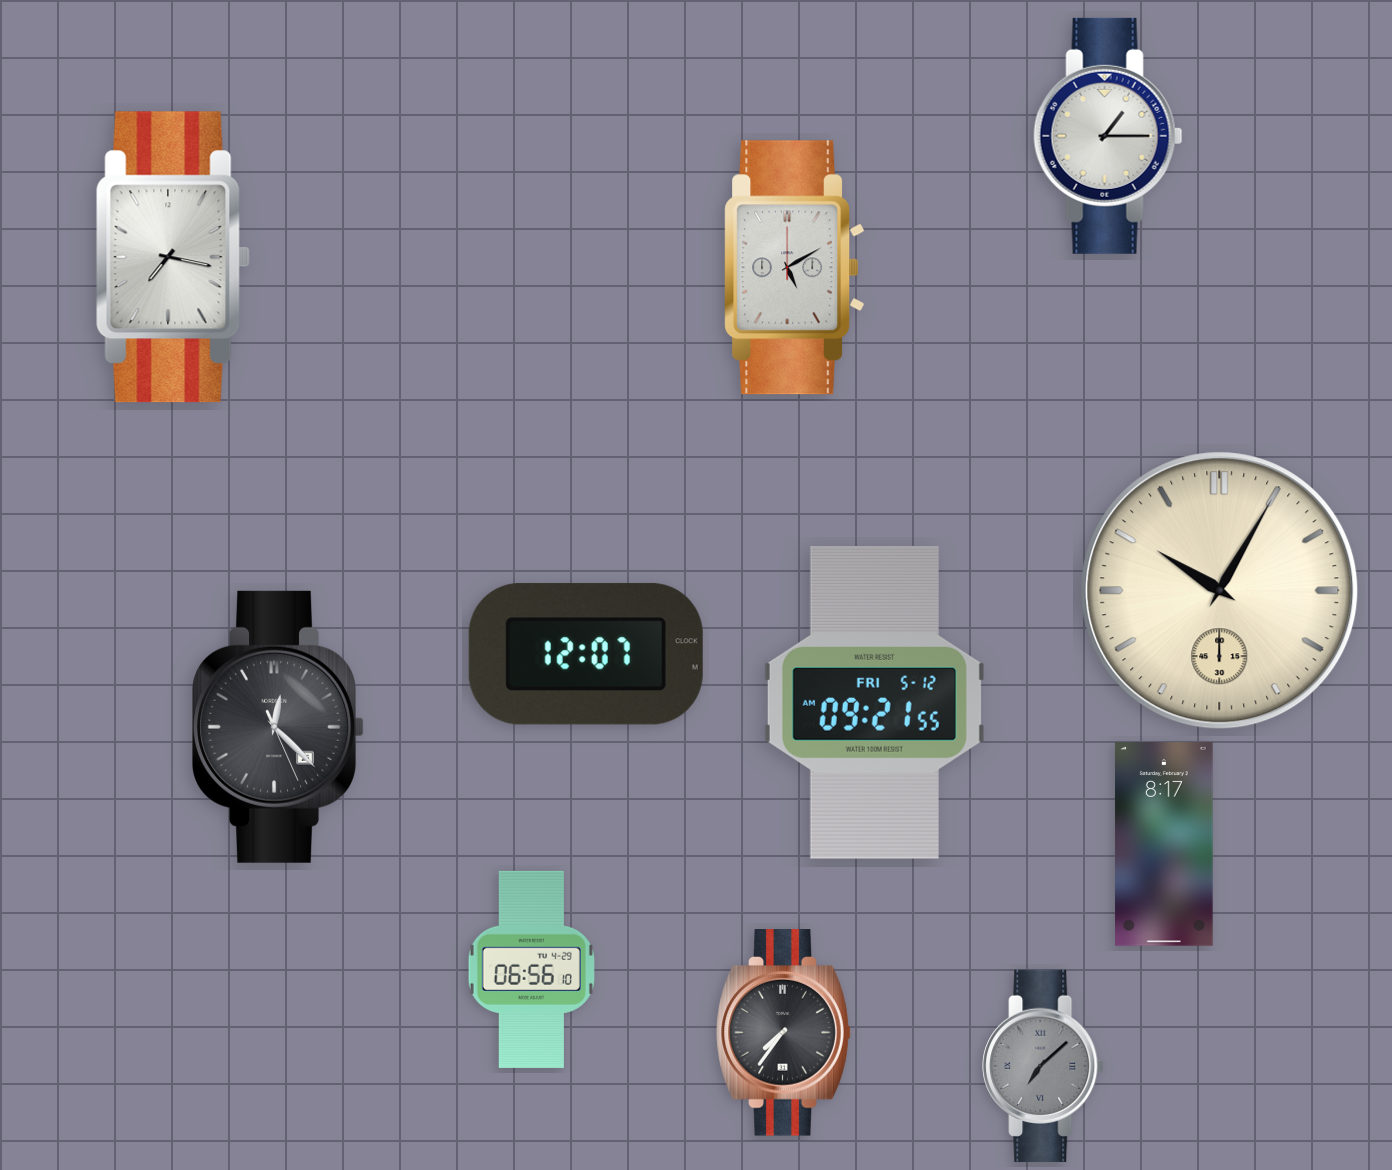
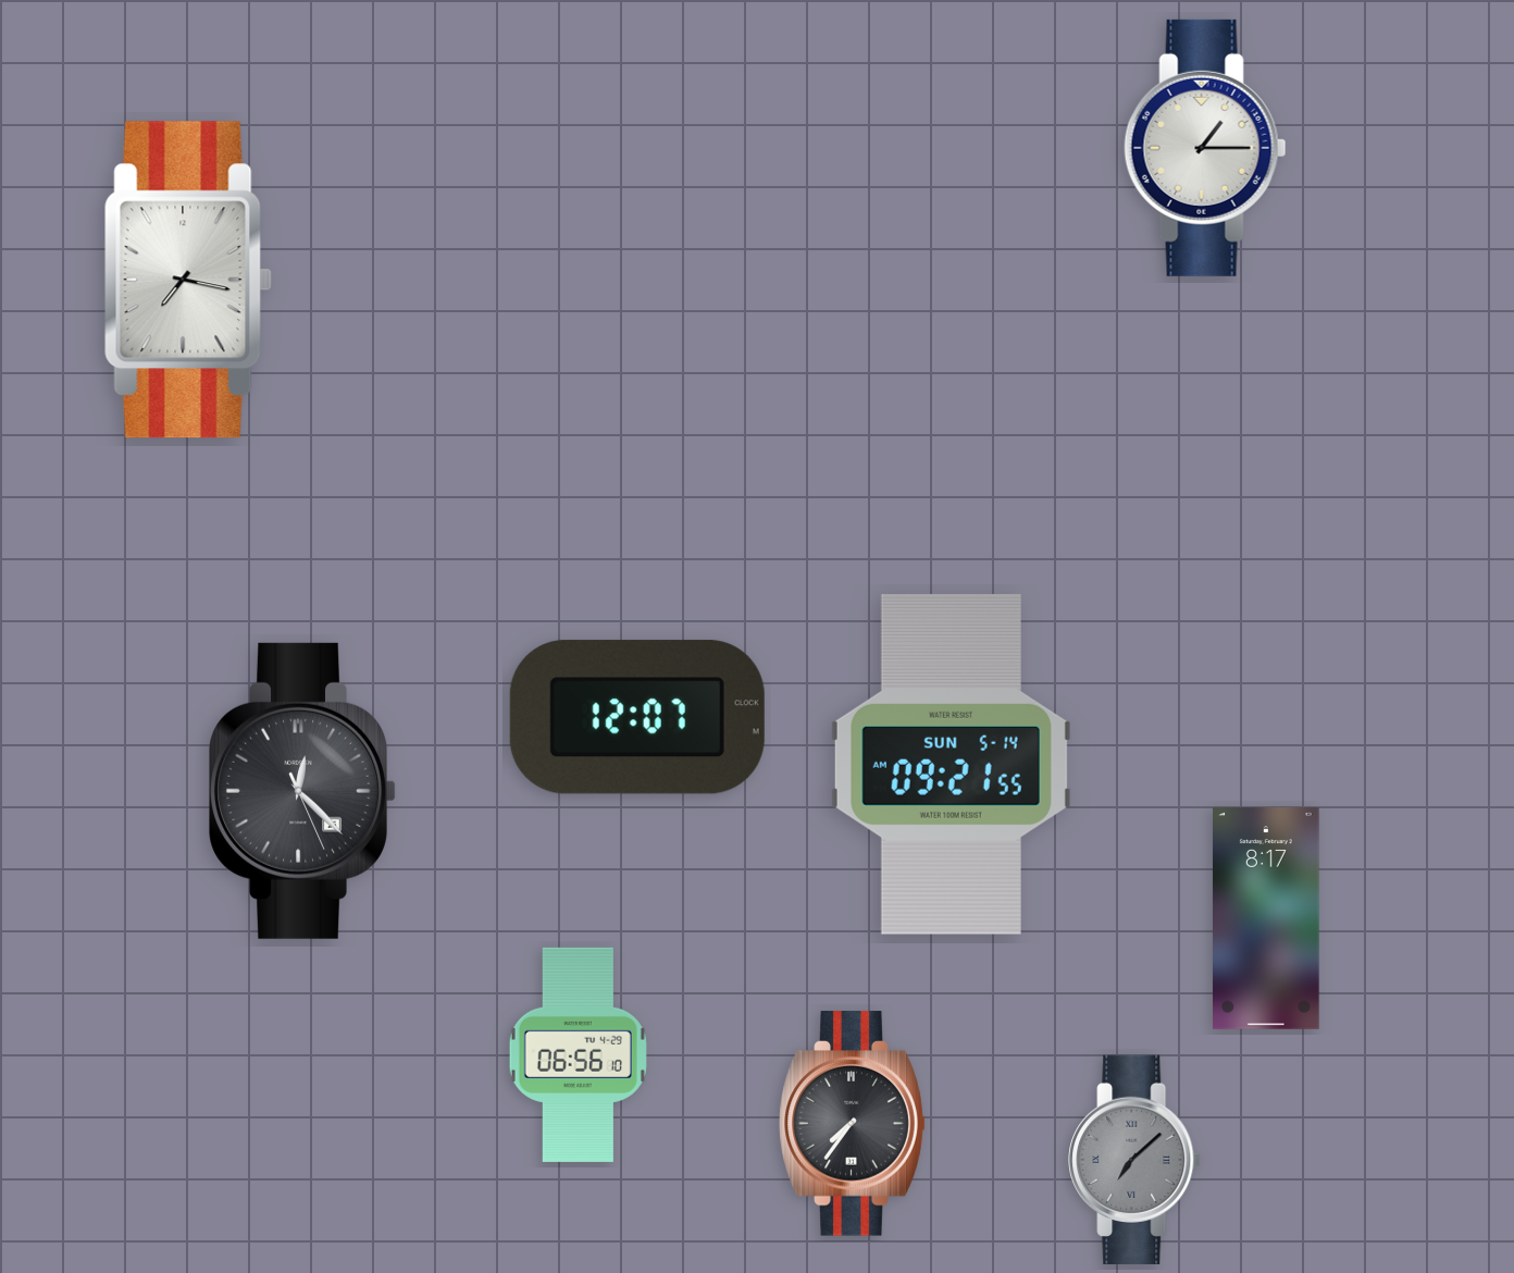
clock at (795, 268): 5:10 -> none
clock at (1220, 591): 10:05 -> none
clock at (586, 654) position: (586, 654) -> (637, 717)
clock at (874, 702) date: FRI 5-12 -> SUN 5-14
